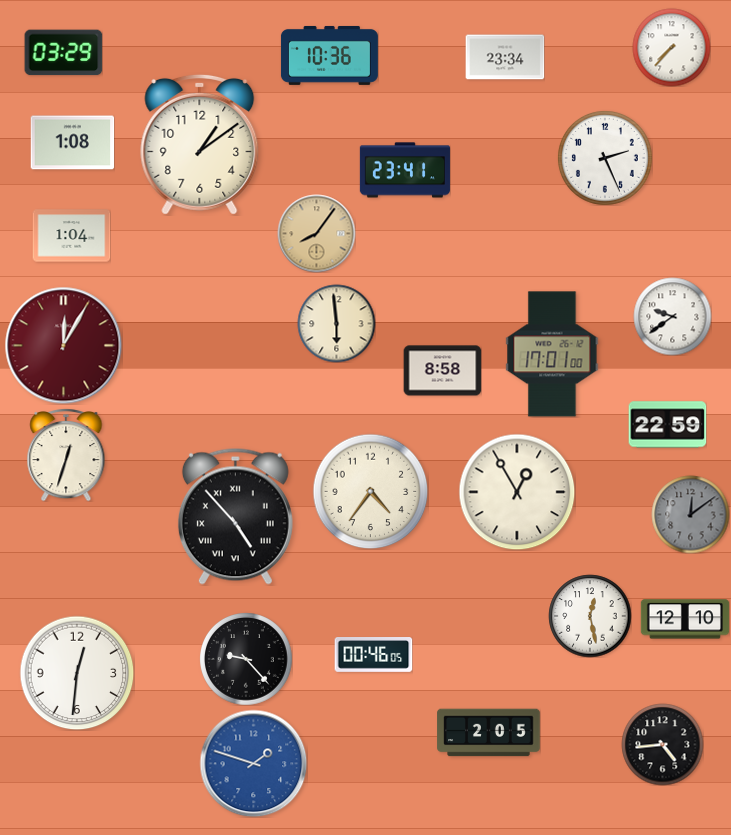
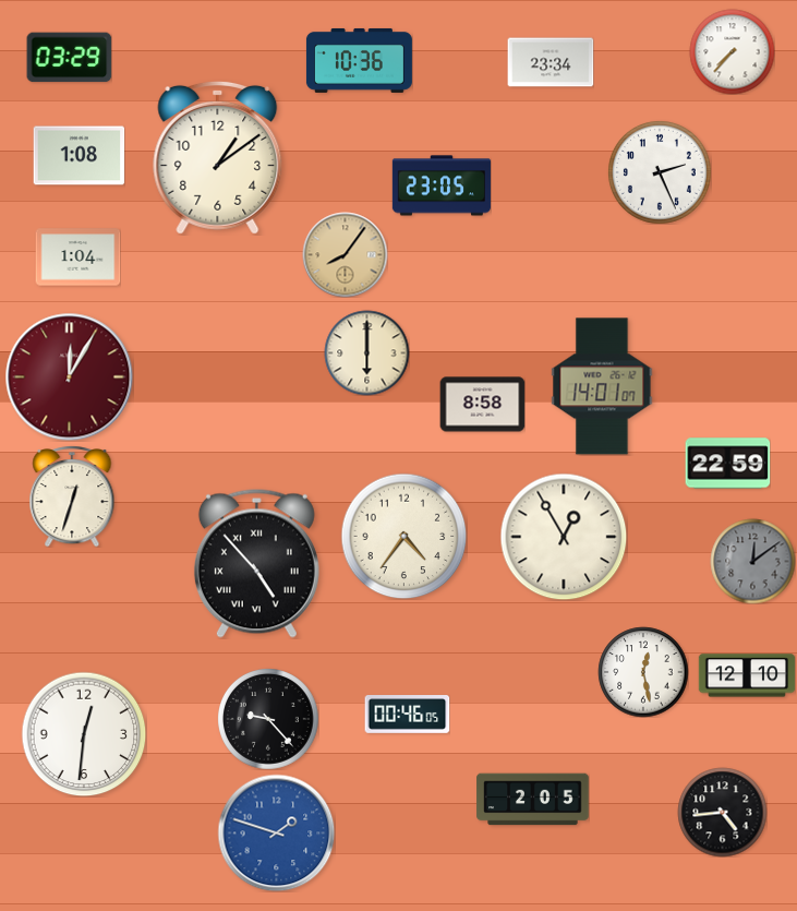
clock at (404, 170): 23:41 -> 23:05
clock at (672, 316): 9:39 -> none
clock at (336, 323): 5:59 -> 6:00
clock at (552, 354): 17:01 -> 14:01
